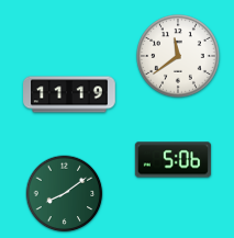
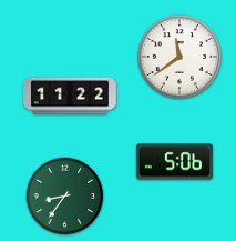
clock at (69, 94): 11:19 -> 11:22
clock at (65, 194): 8:09 -> 8:36
